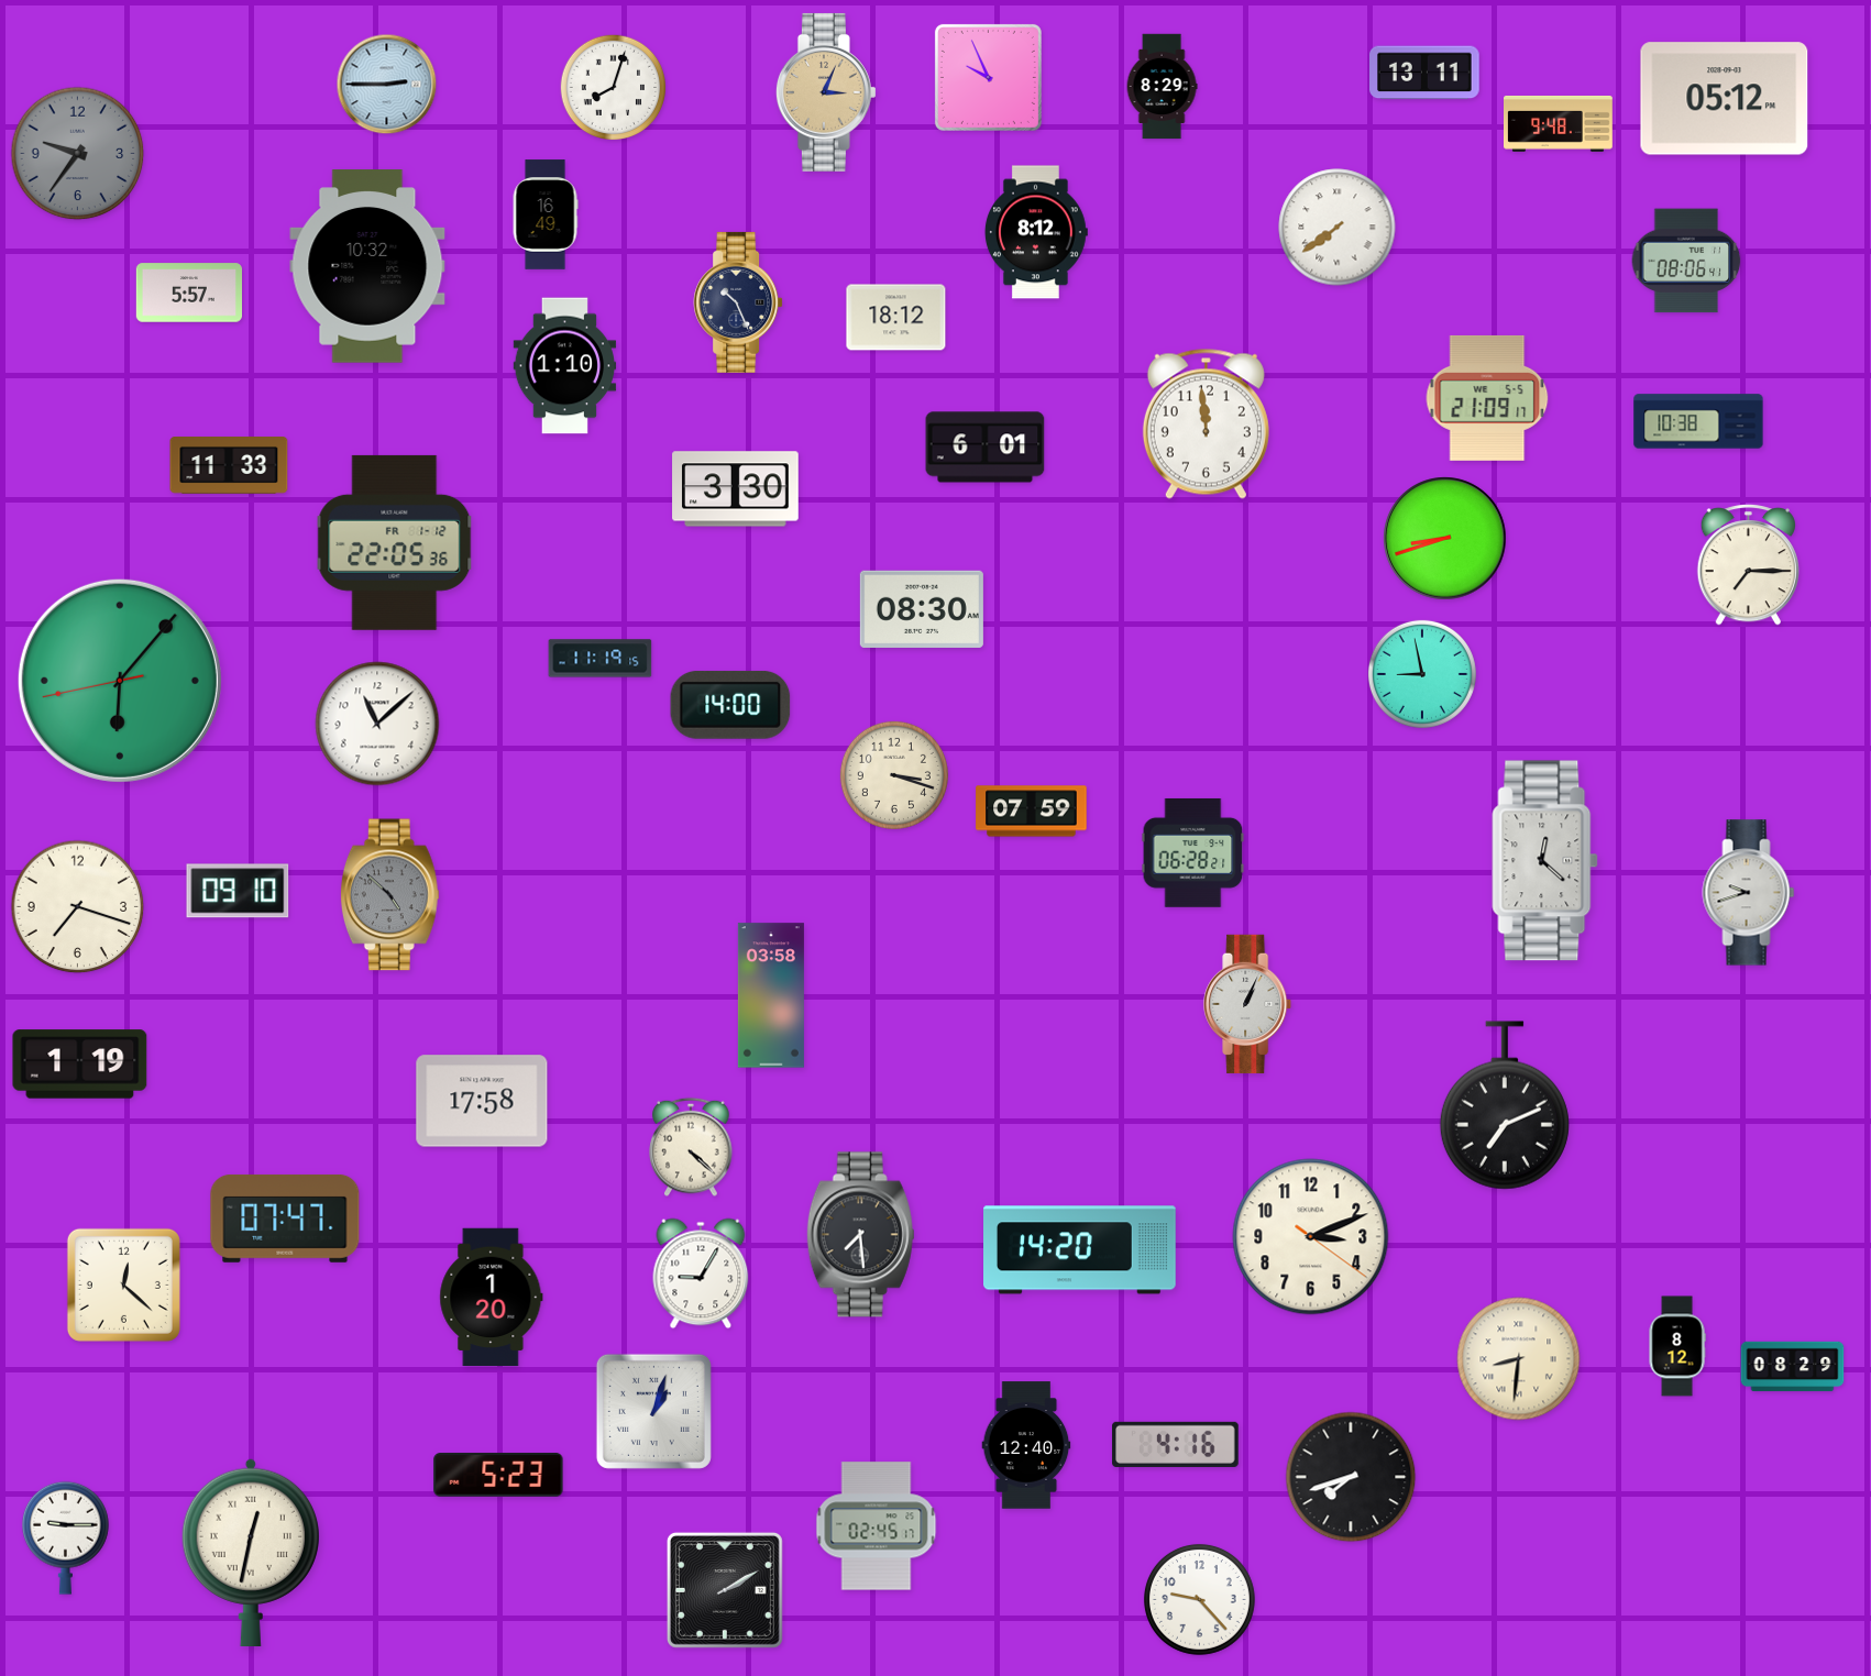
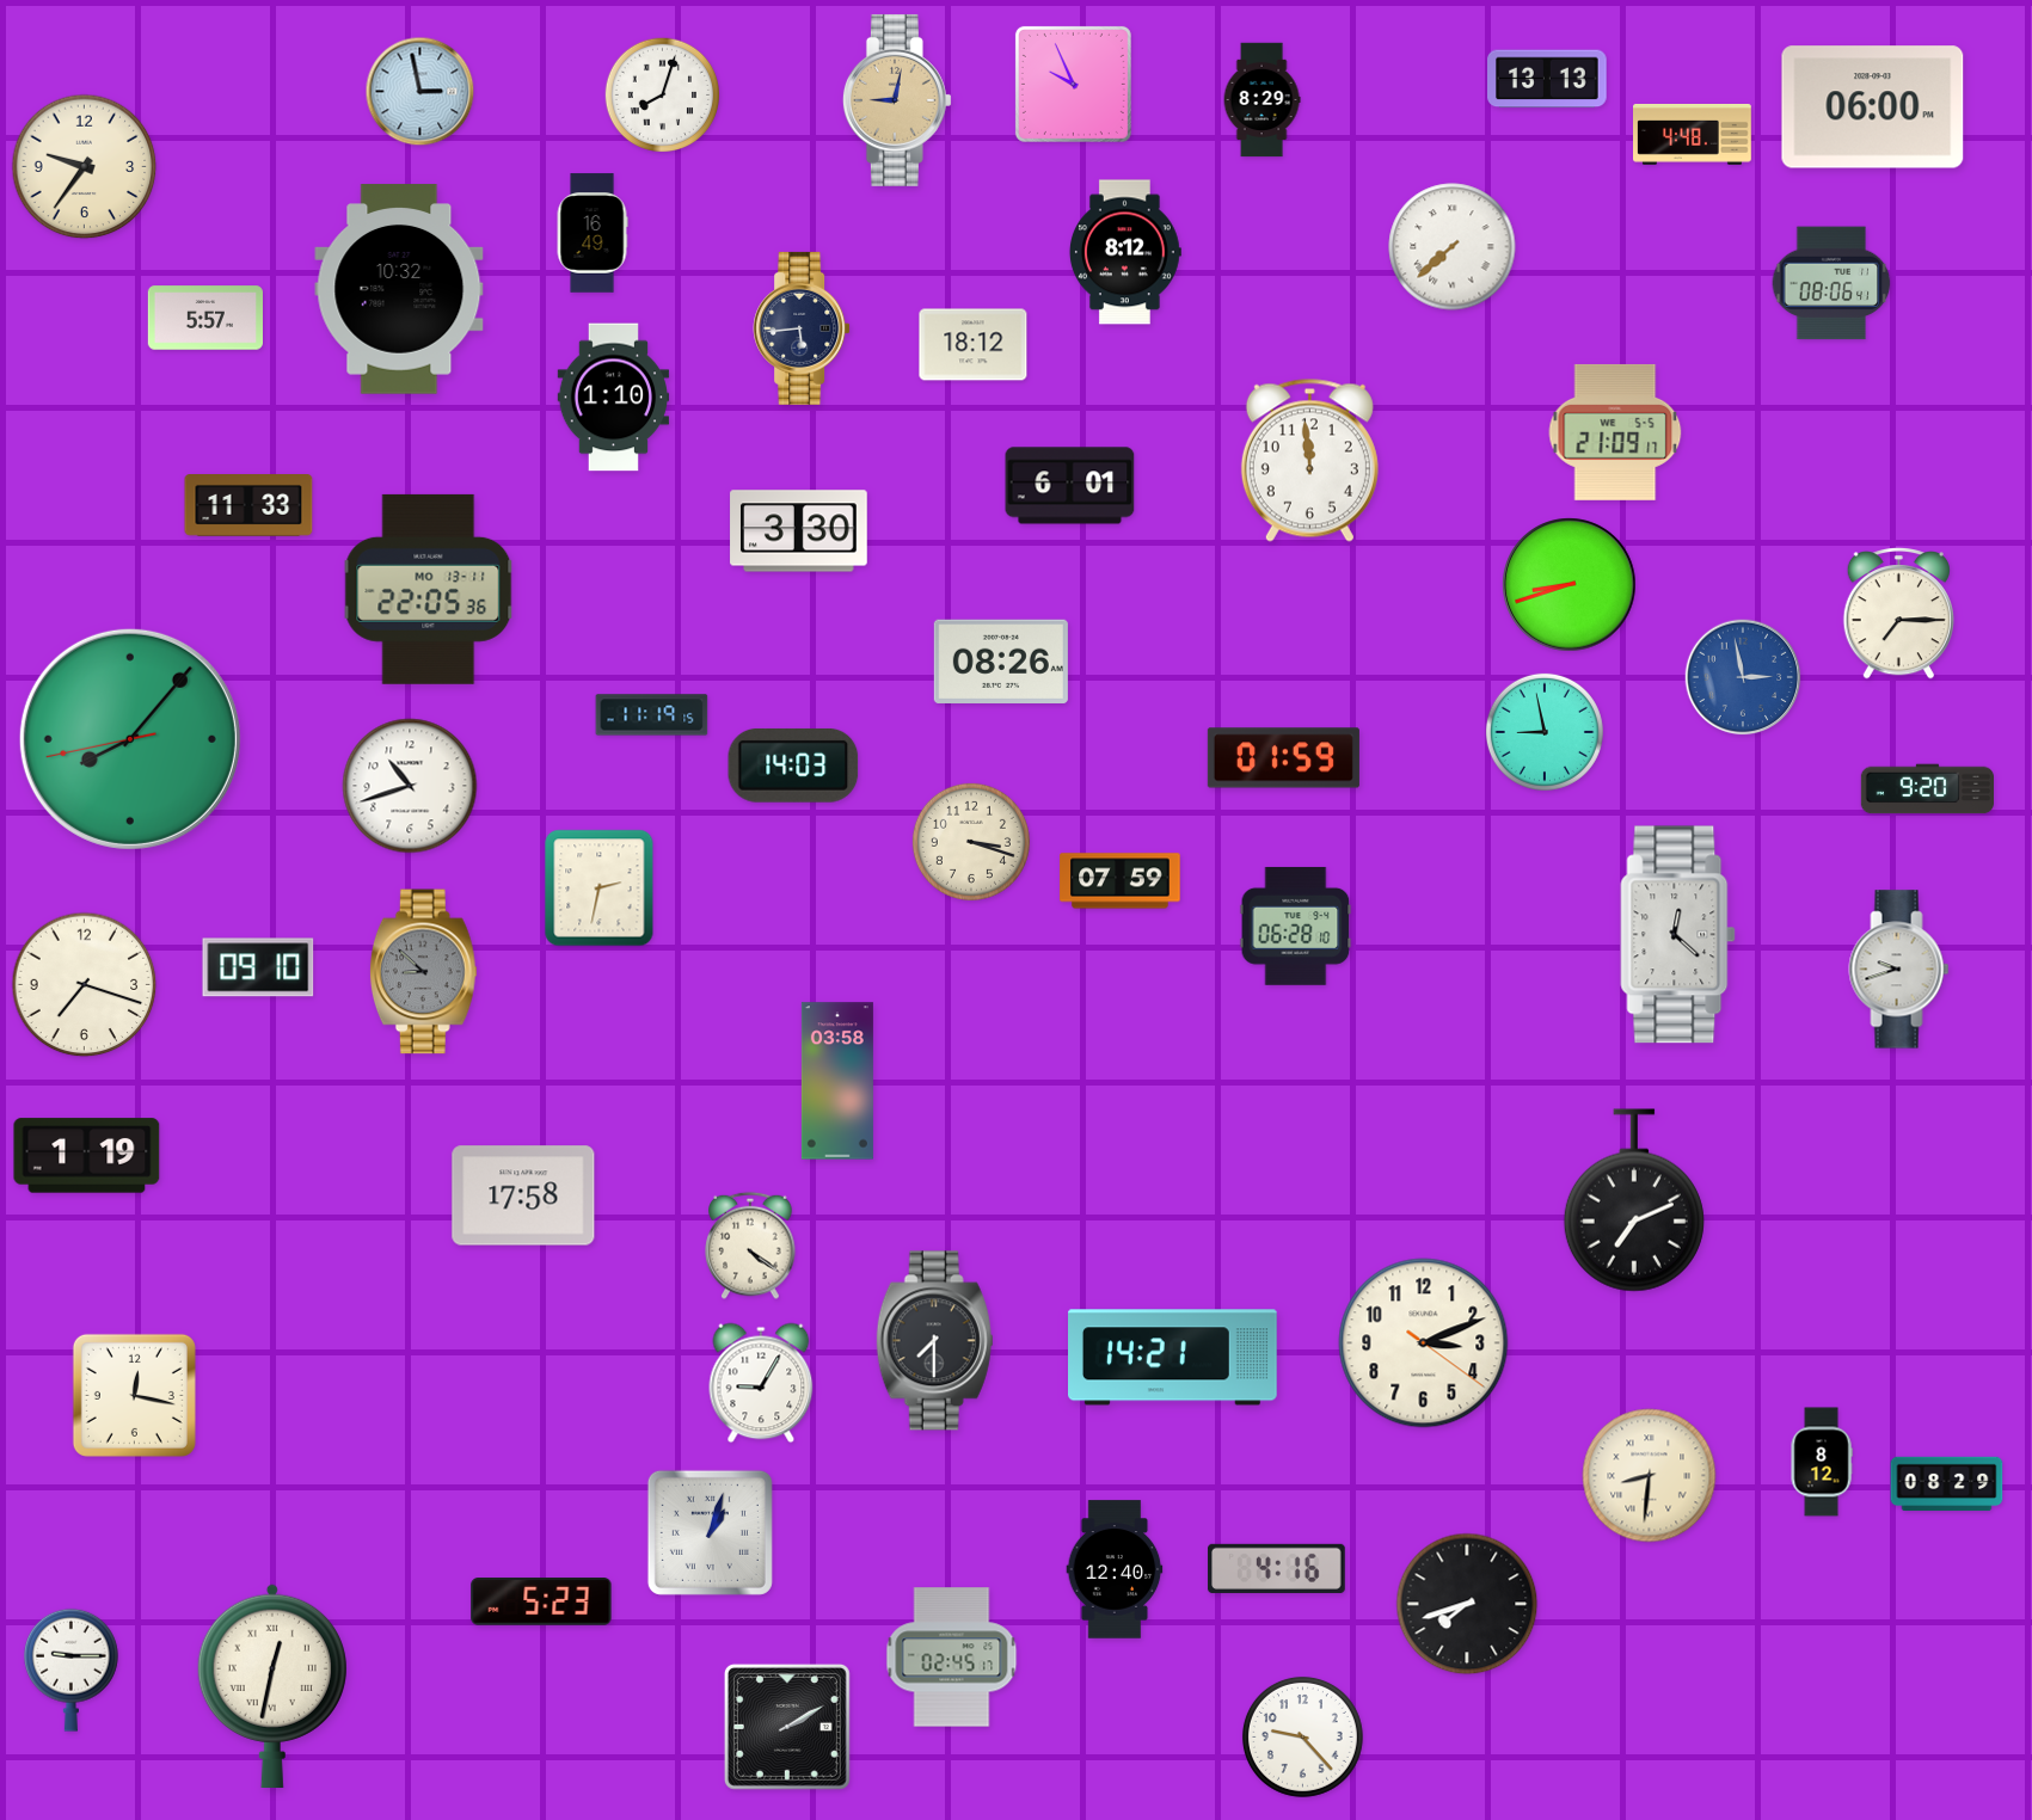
clock at (1426, 73): 13:11 -> 13:13
clock at (387, 85): 2:45 -> 2:58
clock at (1162, 87) position: (1162, 87) -> (1261, 100)
clock at (614, 88) position: (614, 88) -> (663, 96)
clock at (826, 92): 3:04 -> 9:02
clock at (1725, 99): 05:12 -> 06:00
clock at (1559, 123): 9:48 -> 4:48
clock at (78, 154) dial: grey -> cream
clock at (1338, 228): 7:39 -> 7:38
clock at (738, 302): 10:26 -> 5:44
clock at (1698, 421): 10:38 -> none
clock at (395, 542) date: FR 1-12 -> MO 13-11
clock at (922, 608): 08:30 -> 08:26
clock at (1743, 677): none -> 2:58
clock at (120, 681): 6:06 -> 8:06
clock at (1283, 758): none -> 01:59
clock at (730, 705): 14:00 -> 14:03
clock at (377, 724): 11:08 -> 10:42
clock at (1927, 789): none -> 9:20
clock at (600, 889): none -> 2:32
clock at (1193, 852): 06:28:21 -> 06:28:10
clock at (389, 895): 4:52 -> 8:52
clock at (1248, 1004): 1:04 -> none
clock at (691, 1147): 4:22 -> 4:21
clock at (285, 1219): 07:47 -> none
clock at (860, 1235): 7:29 -> 7:30
clock at (1080, 1250): 14:20 -> 14:21
clock at (123, 1284): 12:22 -> 12:17
clock at (492, 1298): 1:20 -> none
